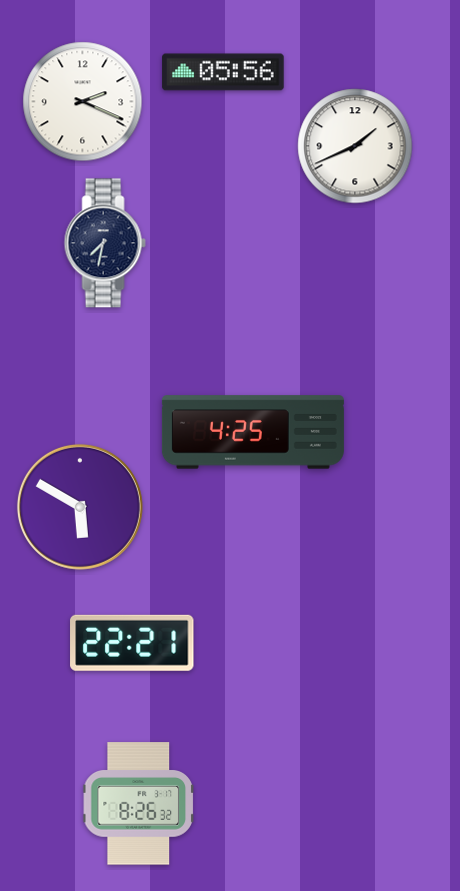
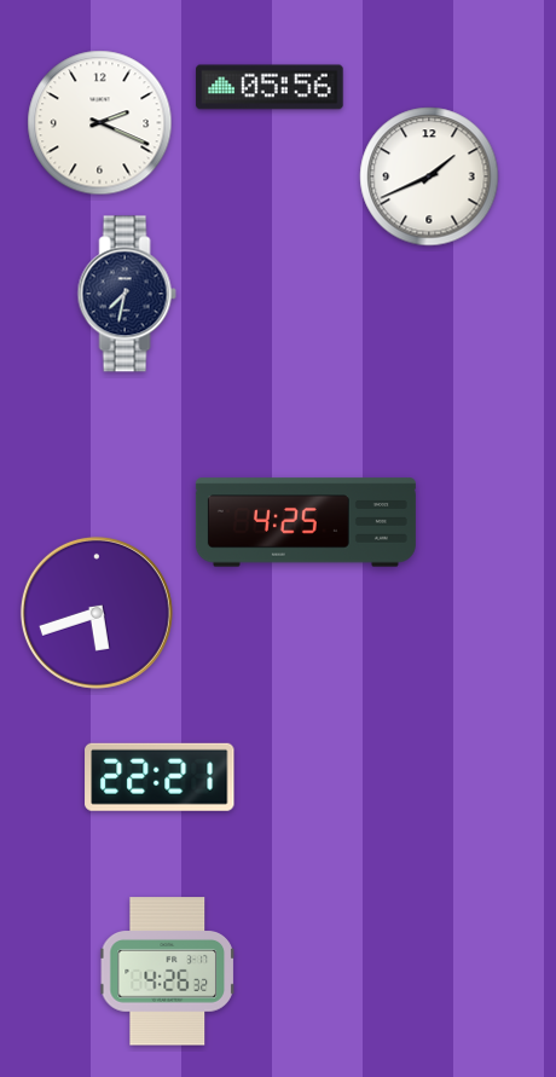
clock at (80, 507): 5:50 -> 5:42
clock at (139, 804): 8:26 -> 4:26
